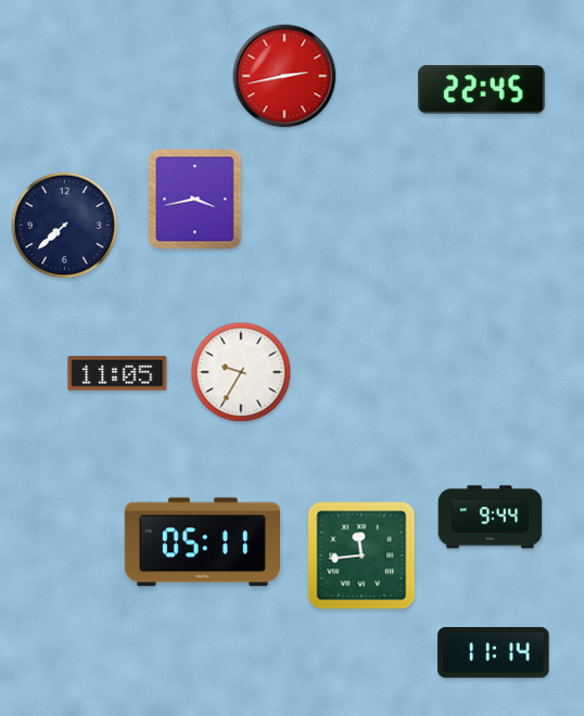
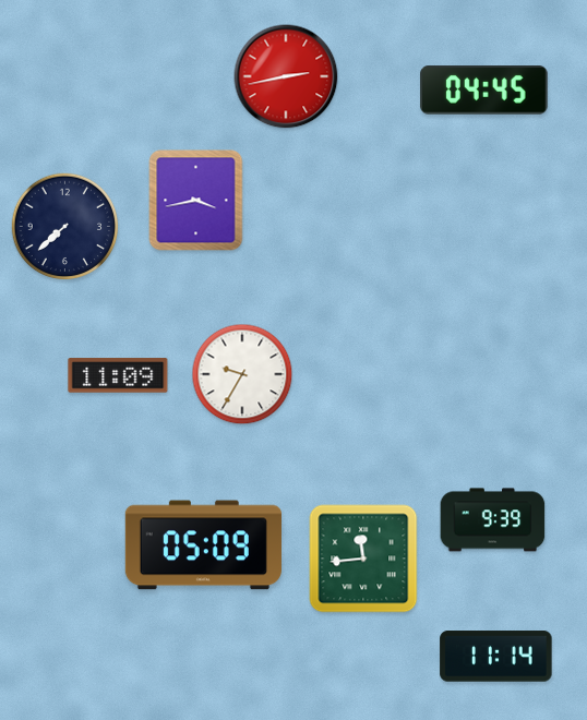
clock at (482, 90): 22:45 -> 04:45
clock at (117, 373): 11:05 -> 11:09
clock at (491, 517): 9:44 -> 9:39
clock at (202, 542): 05:11 -> 05:09
